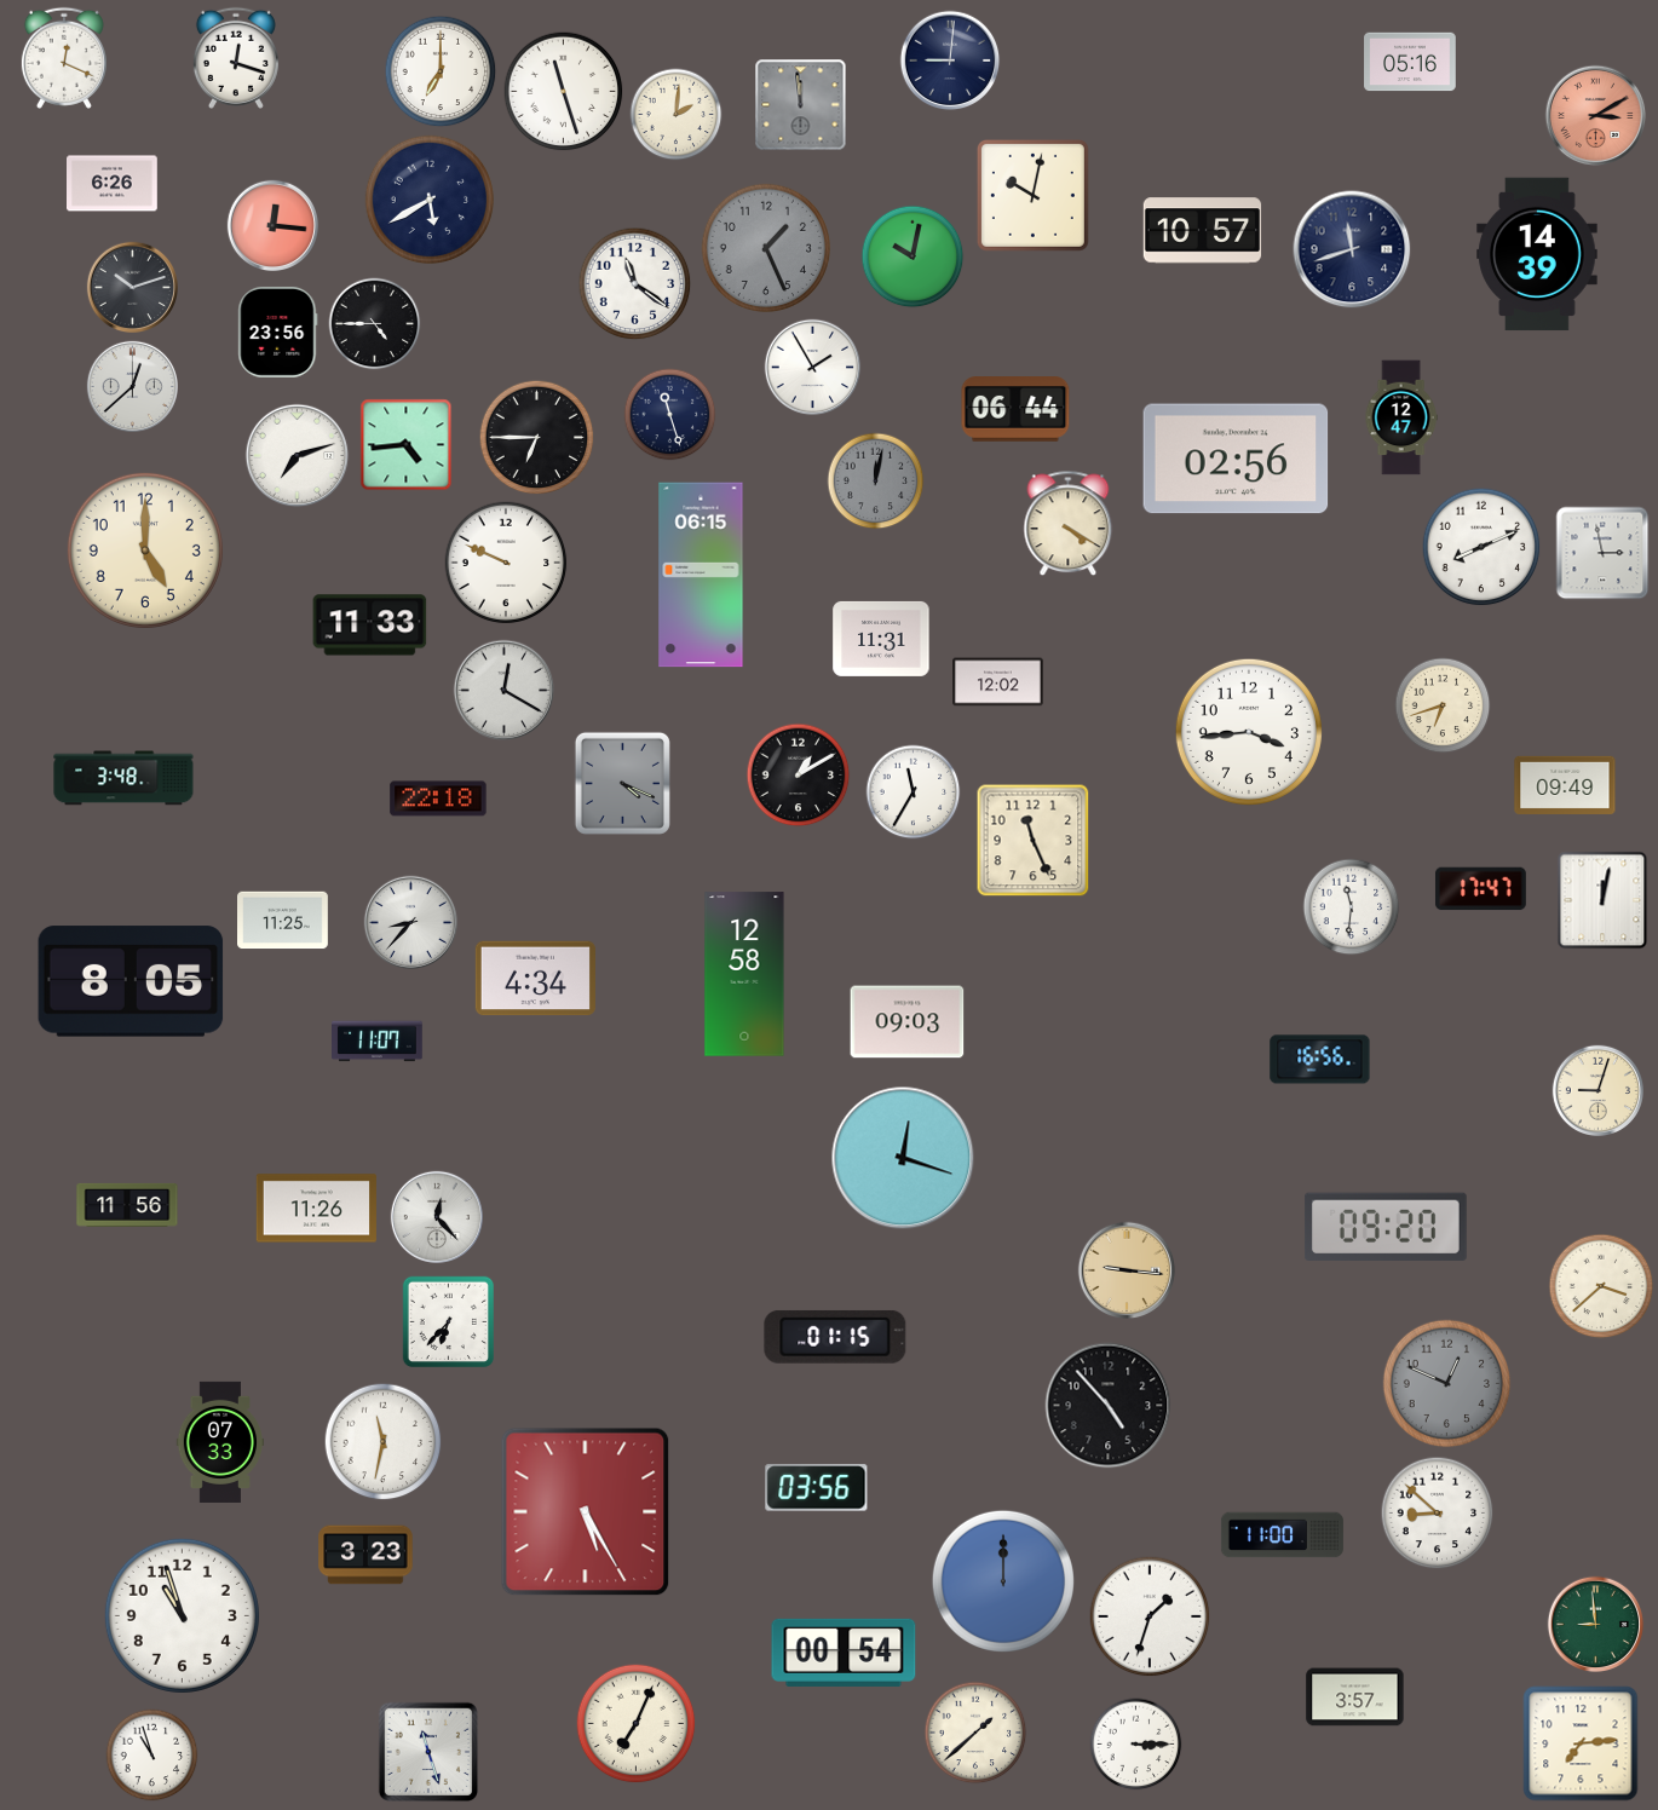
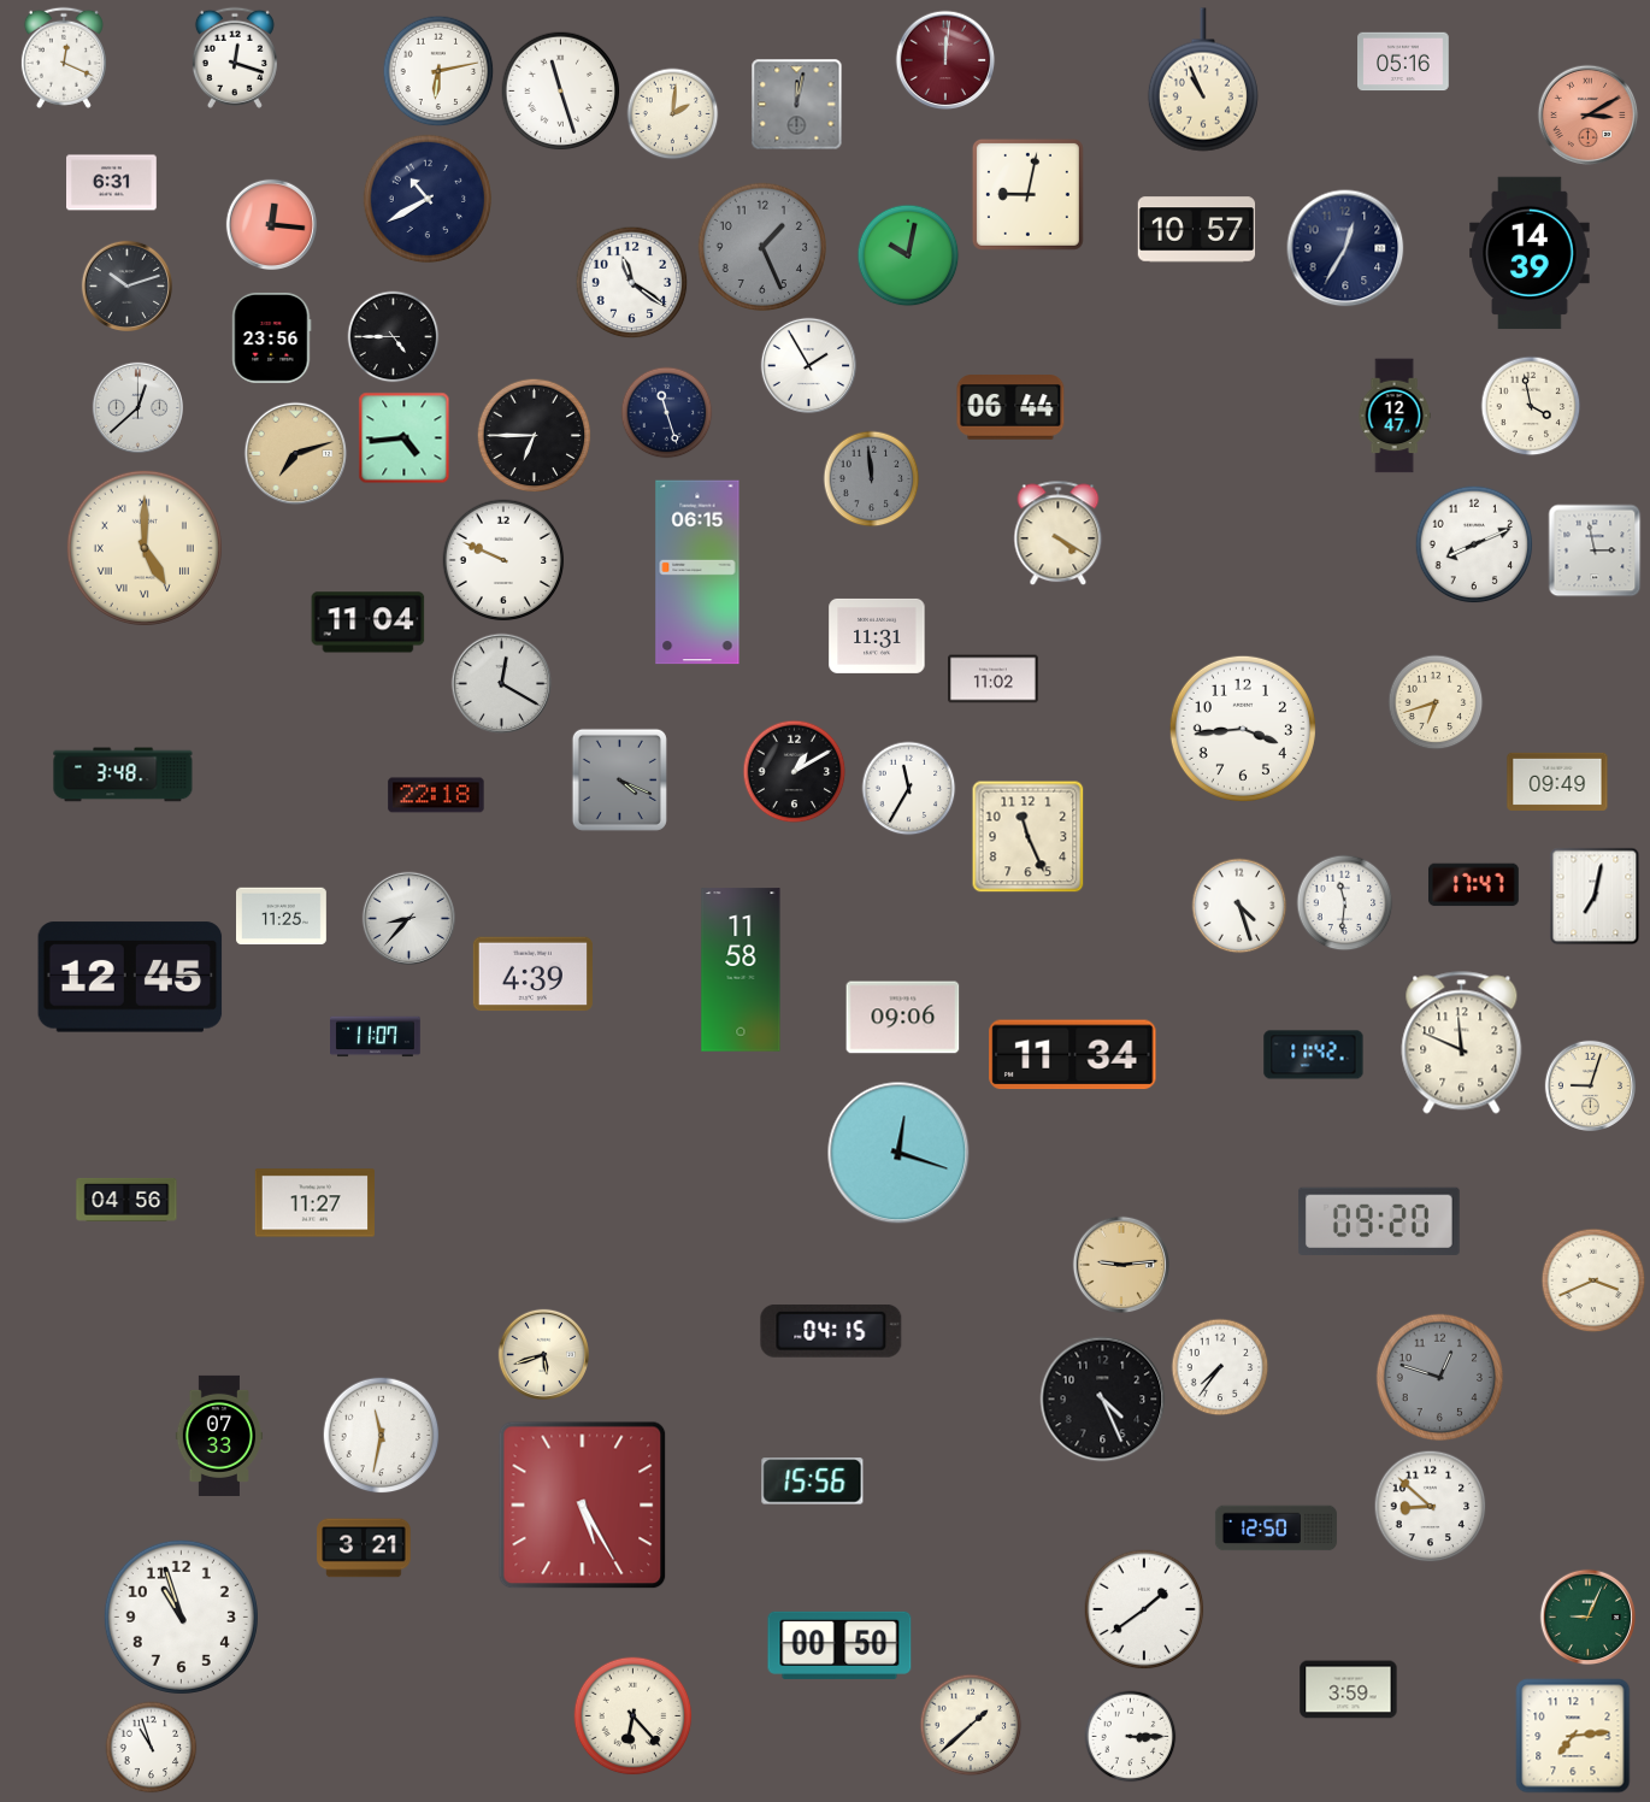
clock at (950, 60): 9:01 -> 12:01
clock at (950, 60) dial: navy -> burgundy
clock at (441, 71): 7:00 -> 6:13
clock at (1203, 79): none -> 10:56
clock at (801, 105): 11:59 -> 12:02
clock at (113, 184): 6:26 -> 6:31
clock at (1032, 195): 10:02 -> 9:02
clock at (430, 200): 5:40 -> 10:40
clock at (1352, 249): 11:42 -> 12:35
clock at (132, 287) position: (132, 287) -> (126, 285)
clock at (375, 324) position: (375, 324) -> (394, 337)
clock at (278, 333) position: (278, 333) -> (272, 338)
clock at (132, 386) position: (132, 386) -> (137, 407)
clock at (1531, 406): none -> 3:58
clock at (407, 445) position: (407, 445) -> (405, 438)
clock at (298, 456) dial: white -> champagne
clock at (1236, 459): 02:56 -> none
clock at (876, 482): 12:02 -> 11:59
clock at (1069, 524) position: (1069, 524) -> (1059, 534)
clock at (145, 551) numerals: Arabic -> Roman
clock at (370, 626): 11:33 -> 11:04
clock at (998, 682): 12:02 -> 11:02
clock at (505, 691) position: (505, 691) -> (502, 684)
clock at (1602, 900): 12:02 -> 7:02
clock at (1239, 906): none -> 4:27
clock at (744, 974): 12:58 -> 11:58
clock at (535, 979): 4:34 -> 4:39
clock at (131, 981): 8:05 -> 12:45
clock at (908, 1022): 09:03 -> 09:06
clock at (1462, 1043): none -> 11:49
clock at (1073, 1055): none -> 11:34
clock at (1320, 1060): 16:56 -> 11:42
clock at (127, 1205): 11:56 -> 04:56
clock at (316, 1209): 11:26 -> 11:27
clock at (436, 1216): 12:23 -> none
clock at (1127, 1270): 9:16 -> 9:14
clock at (1601, 1286): 3:38 -> 3:41
clock at (448, 1321): 6:37 -> none
clock at (835, 1337): 01:15 -> 04:15
clock at (543, 1354): none -> 5:42
clock at (1220, 1367): none -> 7:36
clock at (1447, 1384): 12:49 -> 12:48
clock at (1109, 1406): 4:53 -> 4:26
clock at (817, 1488): 03:56 -> 15:56
clock at (1282, 1535): 11:00 -> 12:50
clock at (365, 1555): 3:23 -> 3:21
clock at (1003, 1581): 12:00 -> none
clock at (182, 1615) position: (182, 1615) -> (181, 1616)
clock at (1150, 1616): 1:33 -> 1:39
clock at (1596, 1625): 8:59 -> 9:04
clock at (844, 1653): 00:54 -> 00:50
clock at (1355, 1697): 3:57 -> 3:59
clock at (637, 1724): 7:04 -> 6:23
clock at (428, 1752): 11:27 -> none
